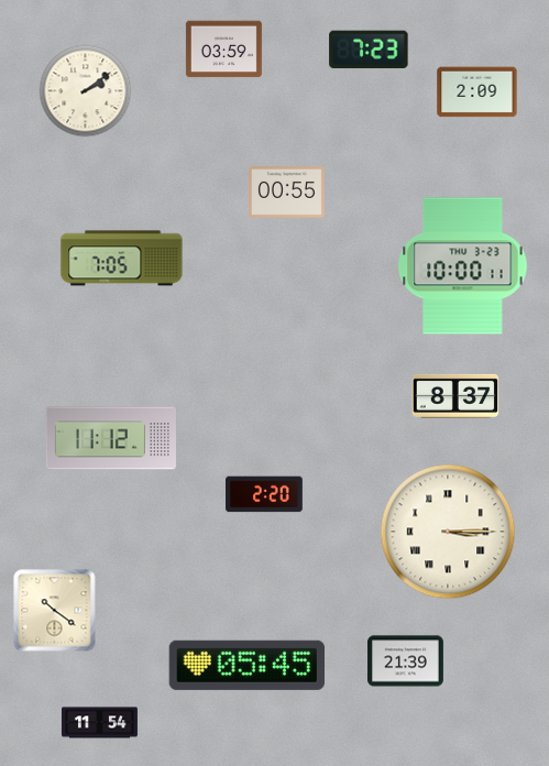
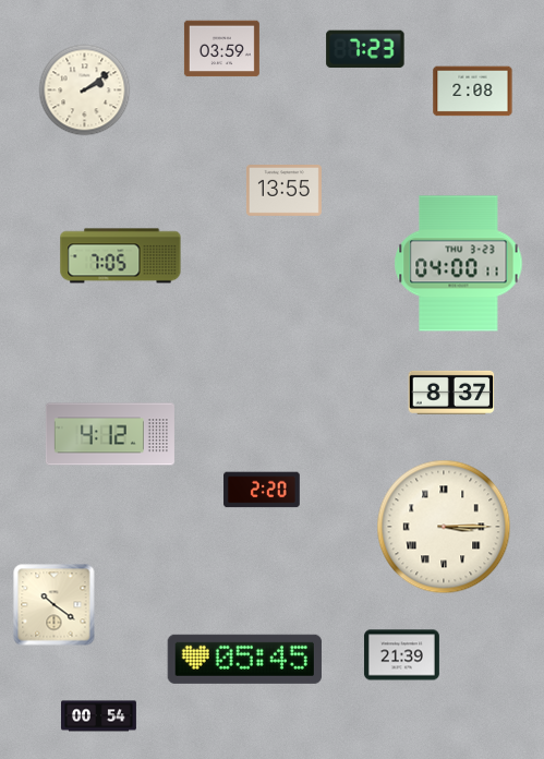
clock at (477, 92): 2:09 -> 2:08
clock at (286, 193): 00:55 -> 13:55
clock at (463, 266): 10:00 -> 04:00
clock at (111, 438): 11:12 -> 4:12
clock at (99, 723): 11:54 -> 00:54
